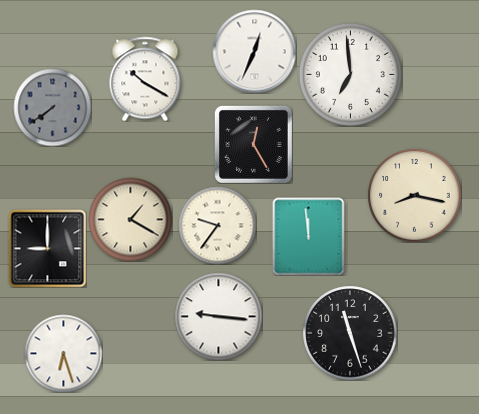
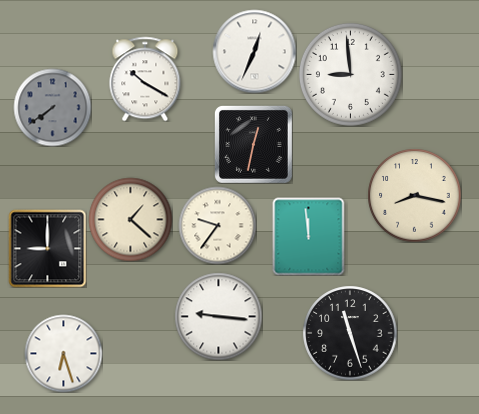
clock at (350, 74): 6:59 -> 8:59
clock at (253, 144): 12:25 -> 12:32
clock at (130, 219): 1:20 -> 1:22
